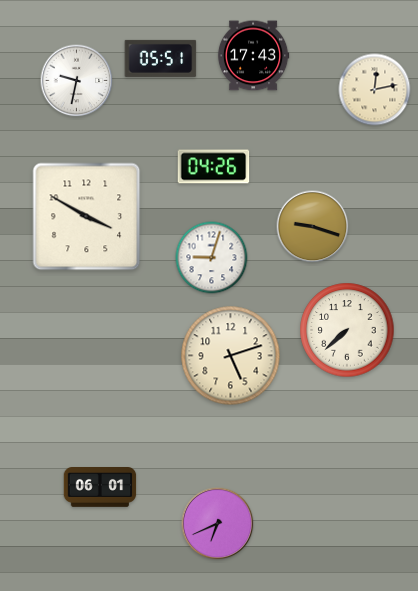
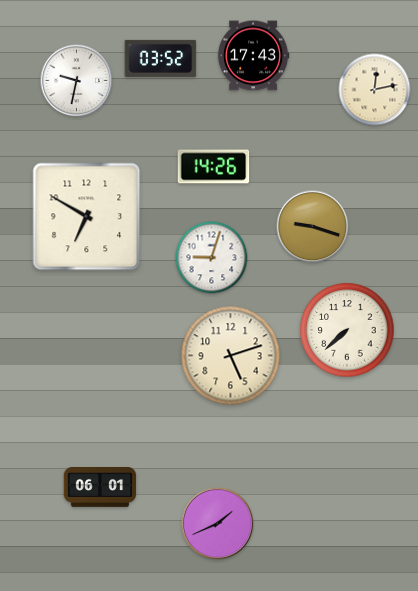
clock at (161, 58): 05:51 -> 03:52
clock at (214, 167): 04:26 -> 14:26
clock at (87, 217): 3:50 -> 6:50
clock at (218, 524): 6:41 -> 1:41
